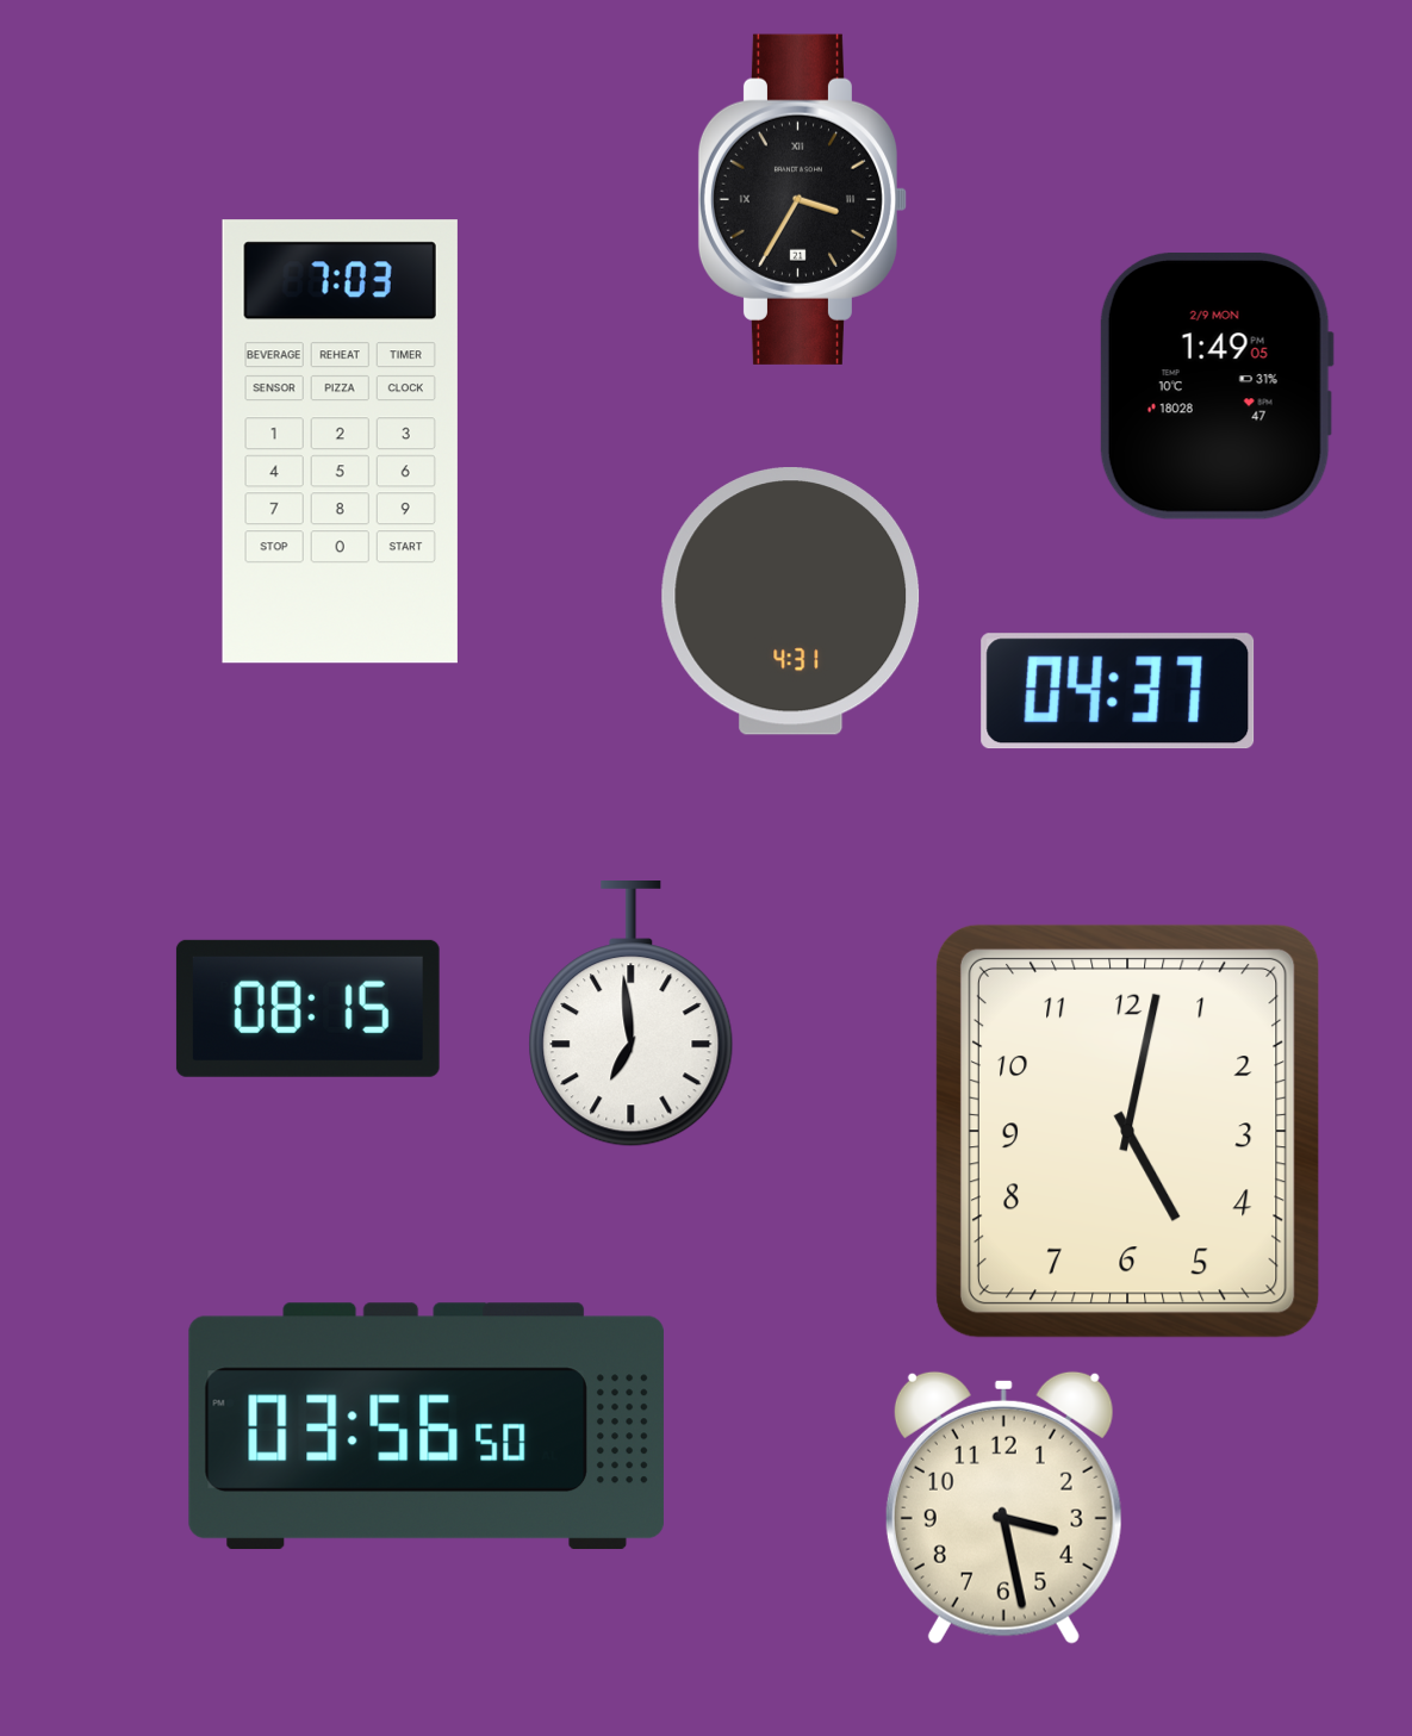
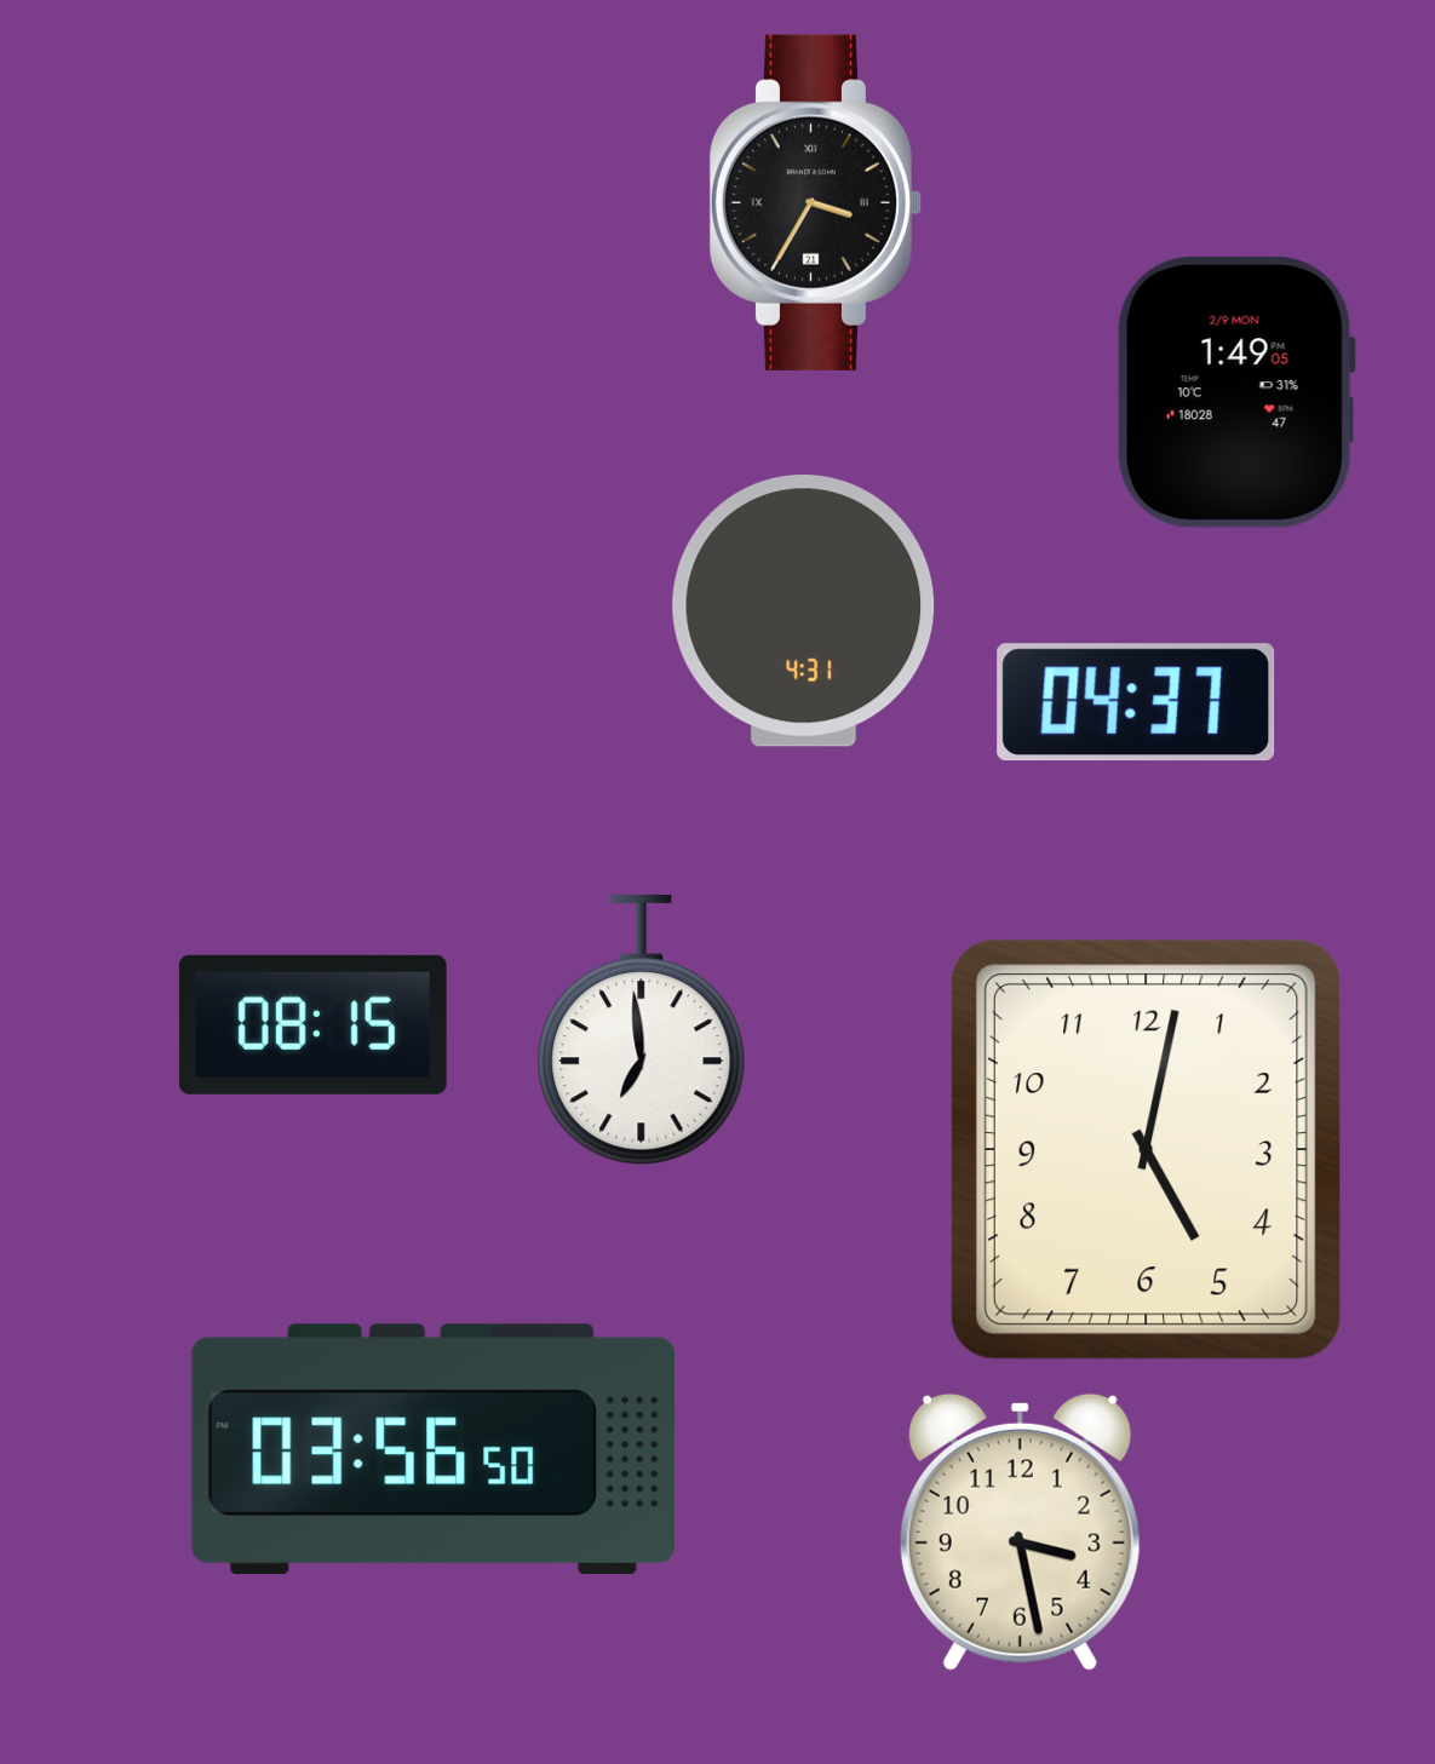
clock at (340, 442): 7:03 -> none
